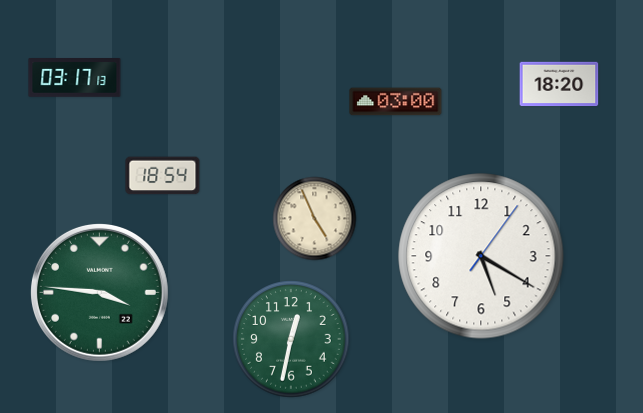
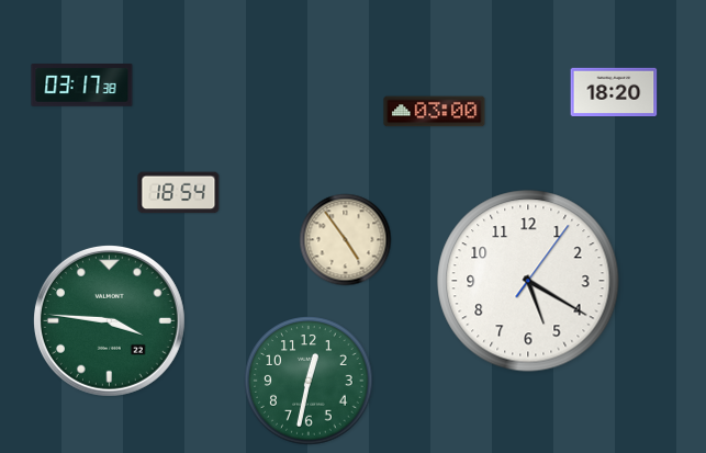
clock at (75, 78): 03:17:13 -> 03:17:38
clock at (315, 219): 4:56 -> 4:54
clock at (291, 339) position: (291, 339) -> (309, 381)
